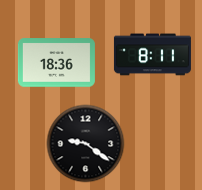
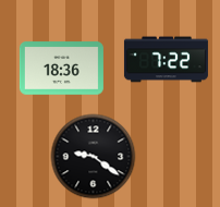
clock at (152, 55): 8:11 -> 7:22
